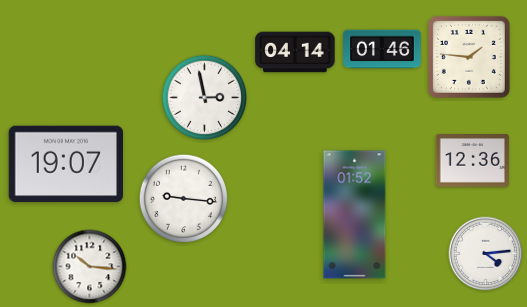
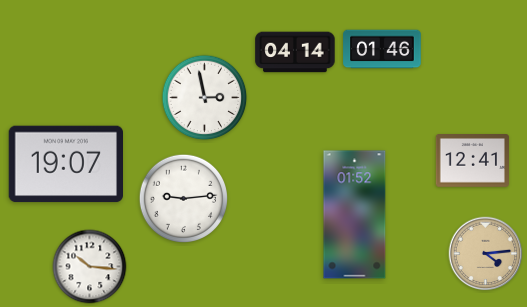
clock at (469, 57): 1:46 -> none
clock at (472, 161): 12:36 -> 12:41
clock at (184, 199): 9:16 -> 9:14
clock at (486, 254) dial: white -> champagne
